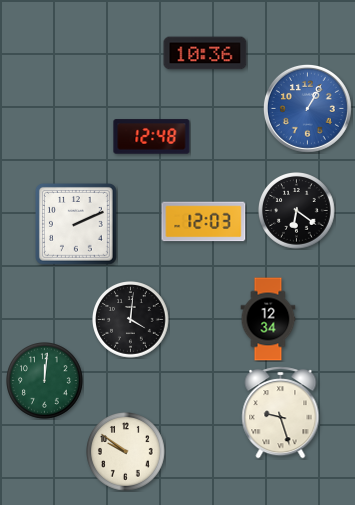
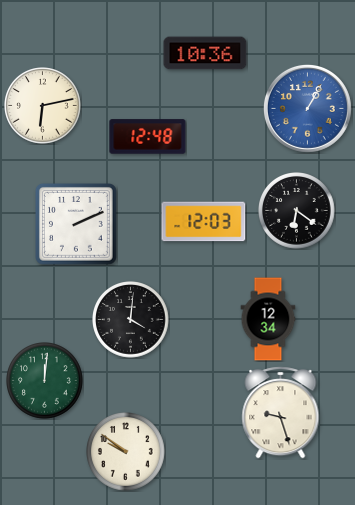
clock at (43, 106): none -> 6:13
clock at (152, 137) position: (152, 137) -> (148, 137)
